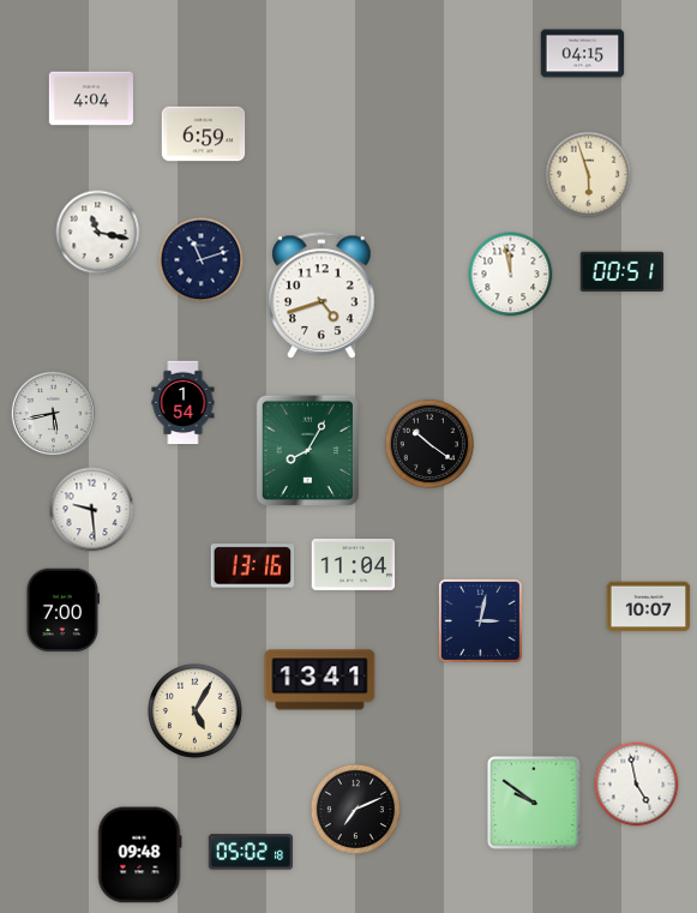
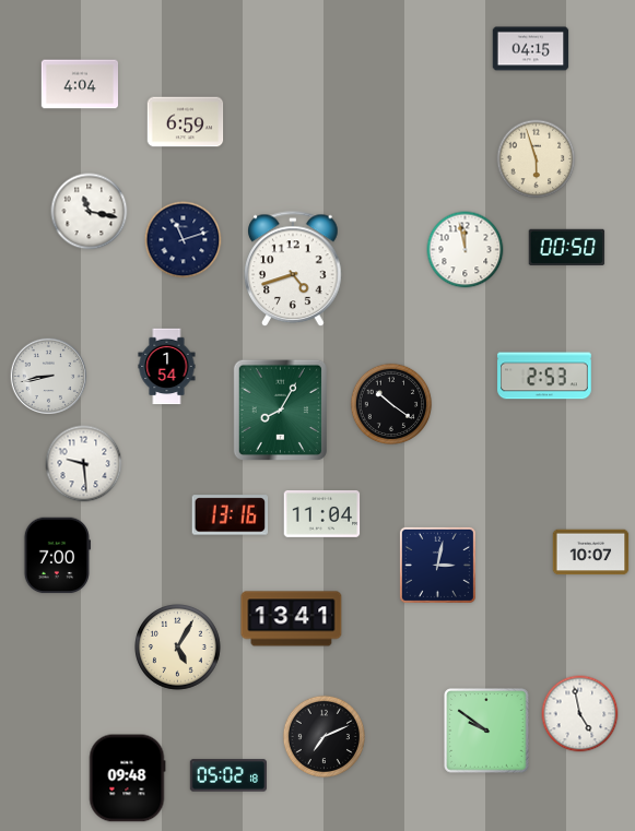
clock at (91, 98) position: (91, 98) -> (80, 84)
clock at (202, 260) position: (202, 260) -> (184, 240)
clock at (623, 272): 00:51 -> 00:50
clock at (544, 376): none -> 2:53
clock at (54, 414): 5:43 -> 8:43
